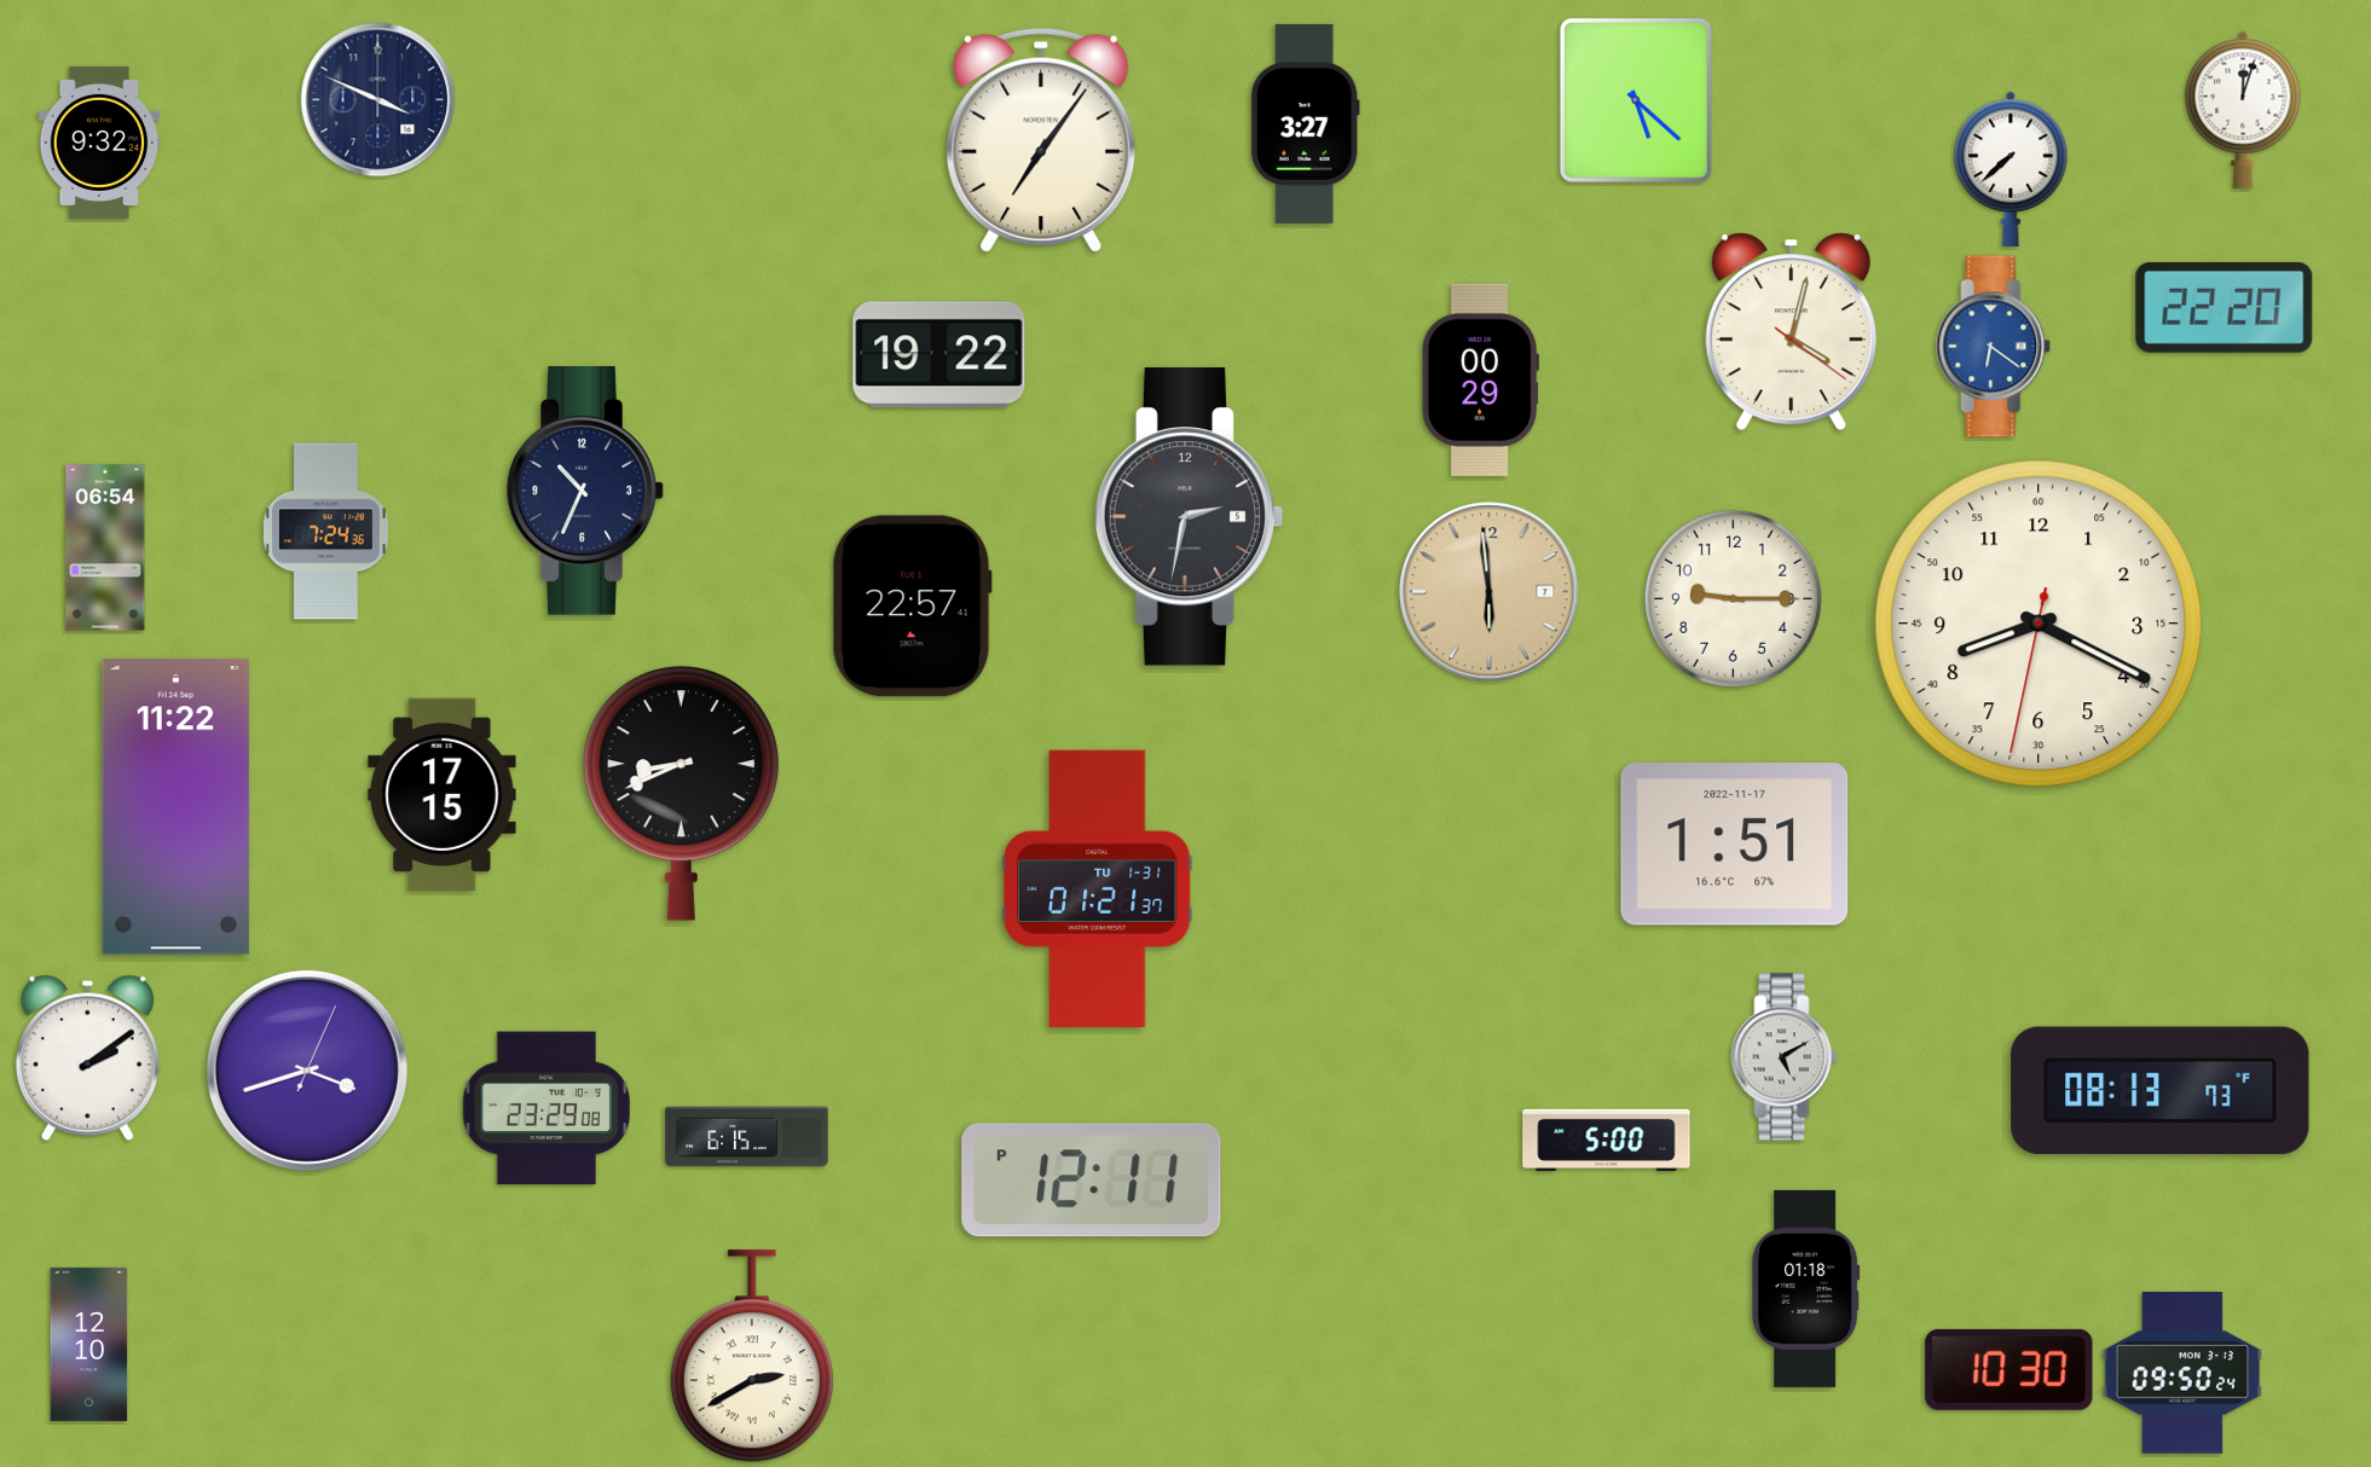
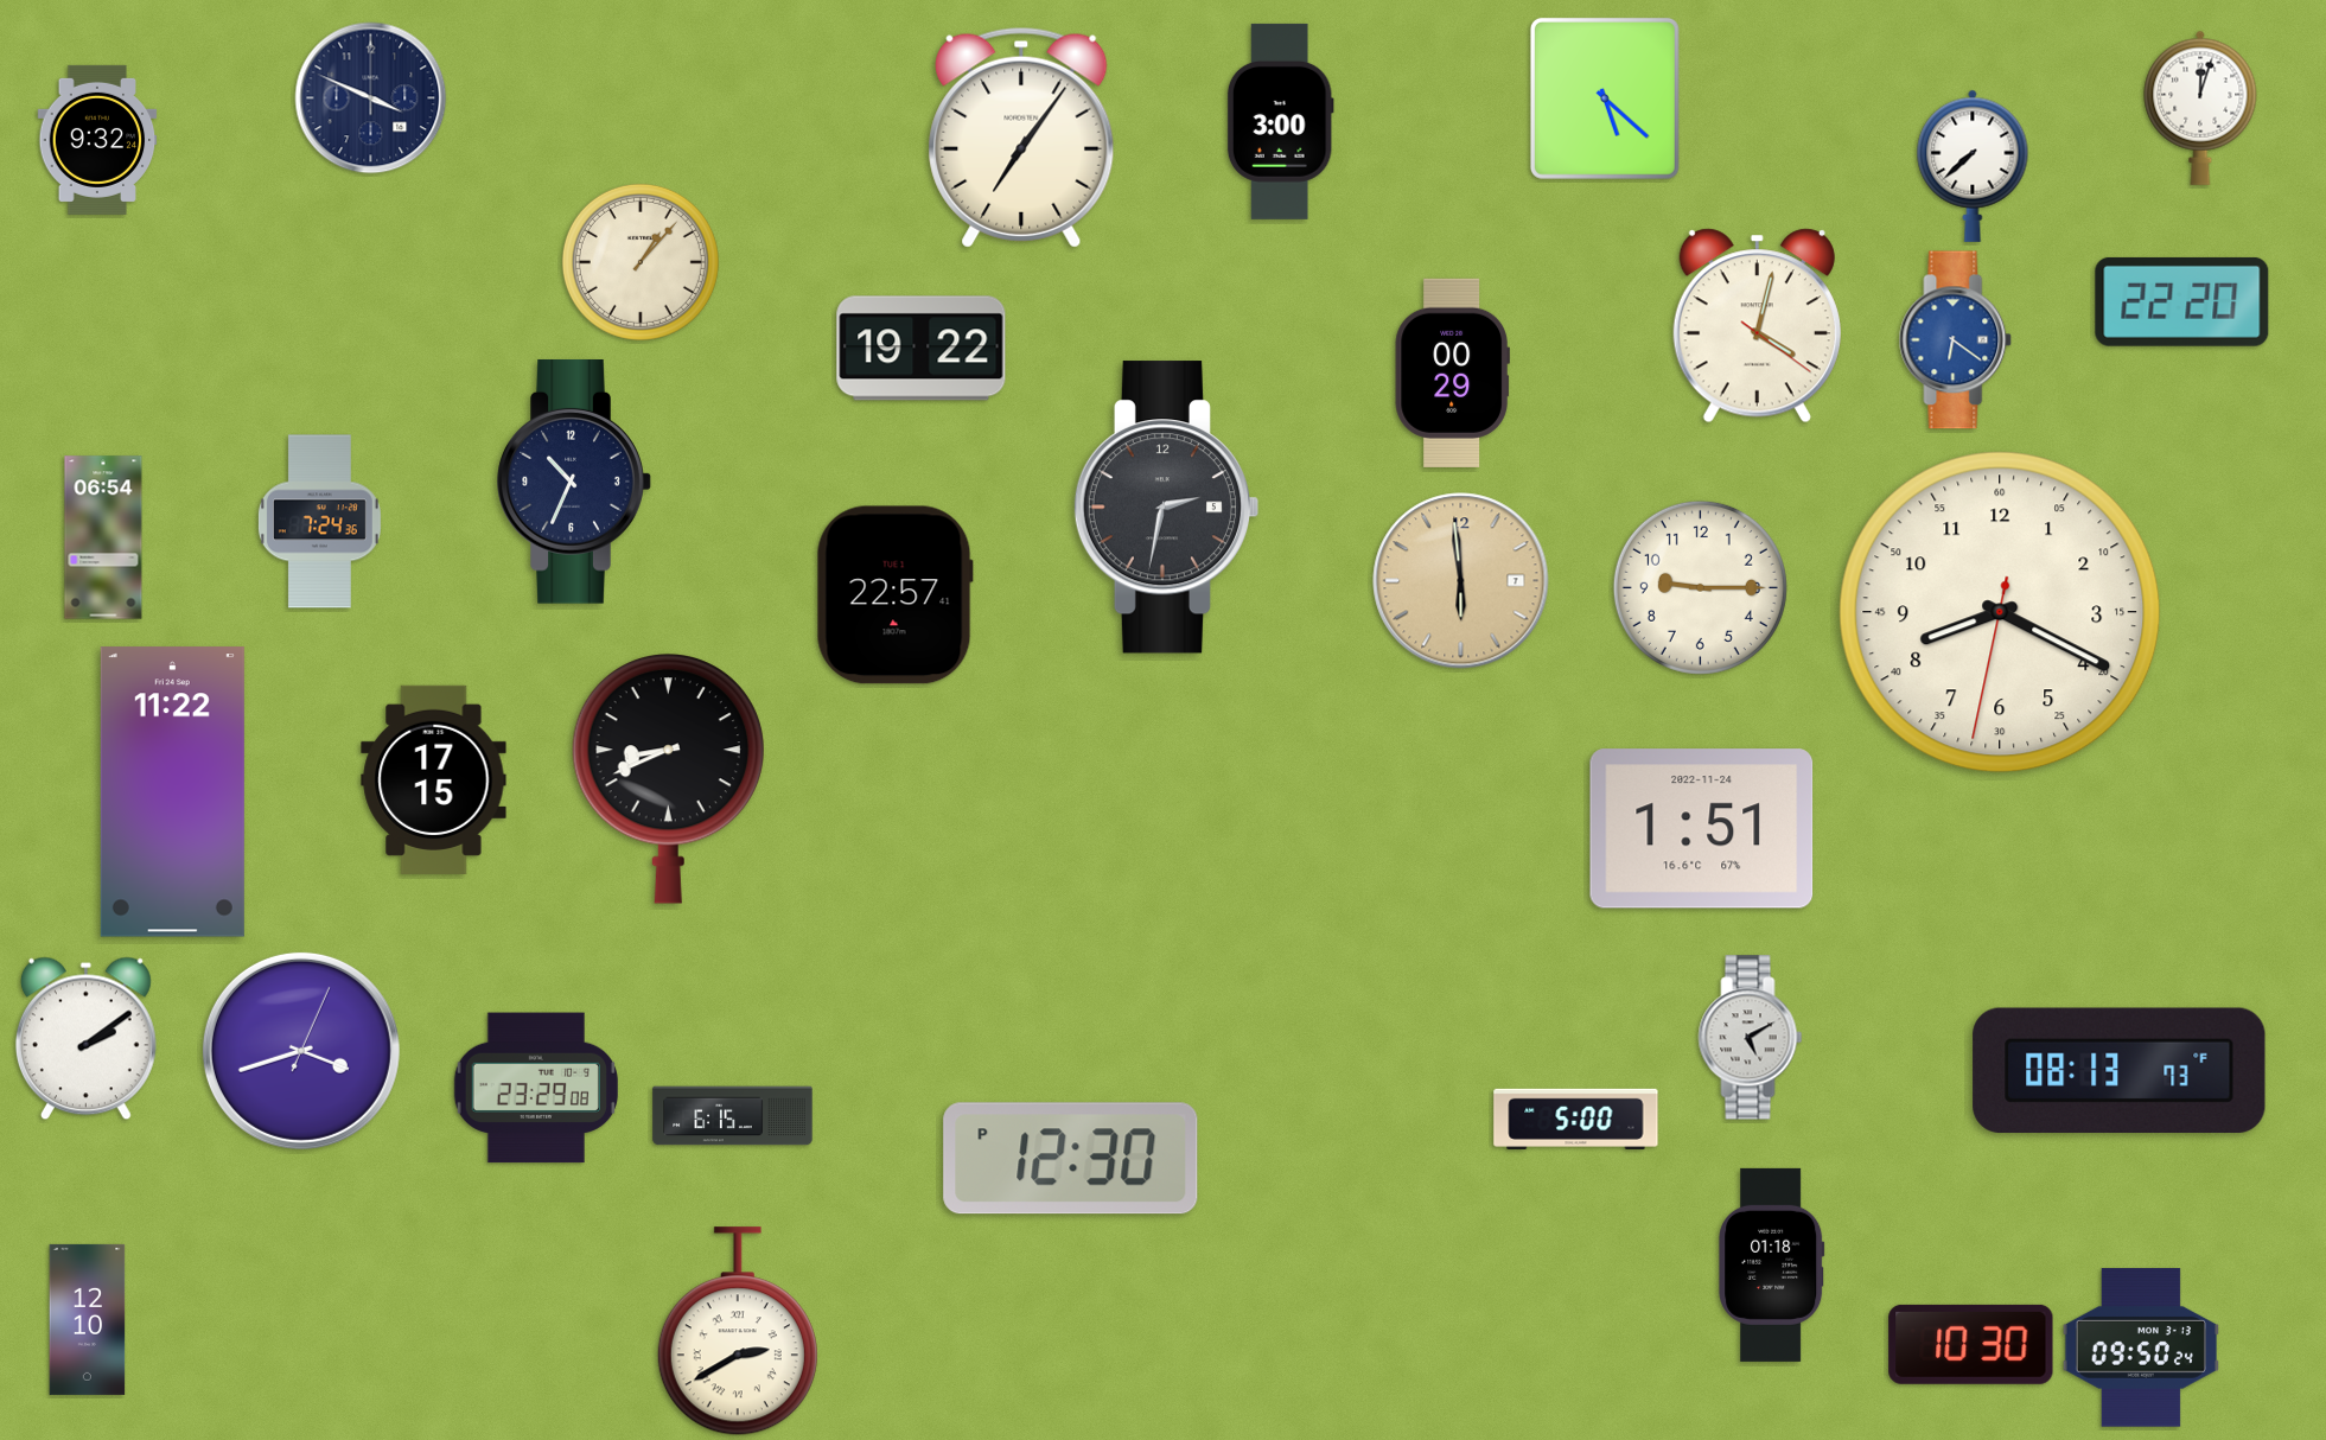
clock at (1305, 123): 3:27 -> 3:00
clock at (641, 262): none -> 1:07
clock at (1735, 845) date: 2022-11-17 -> 2022-11-24
clock at (1098, 888): 01:21 -> none
clock at (1092, 1181): 12:11 -> 12:30
